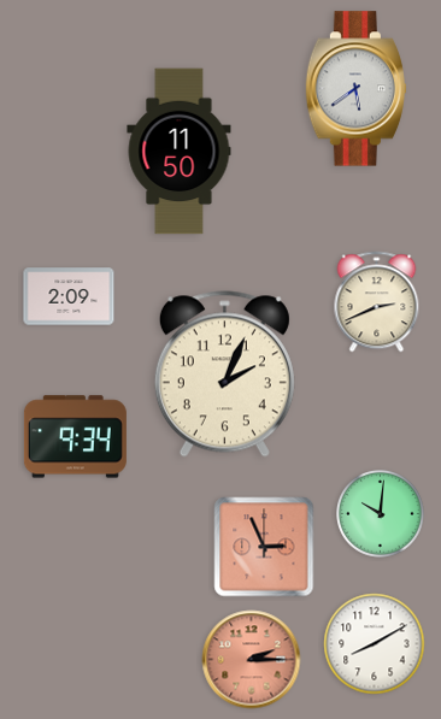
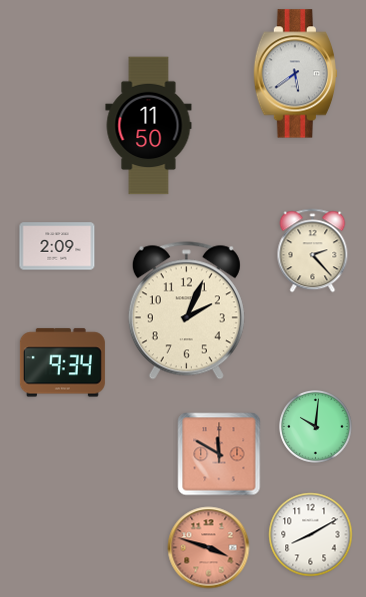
clock at (377, 302): 2:41 -> 2:23
clock at (264, 547): 2:56 -> 11:50
clock at (252, 660): 2:15 -> 3:48
